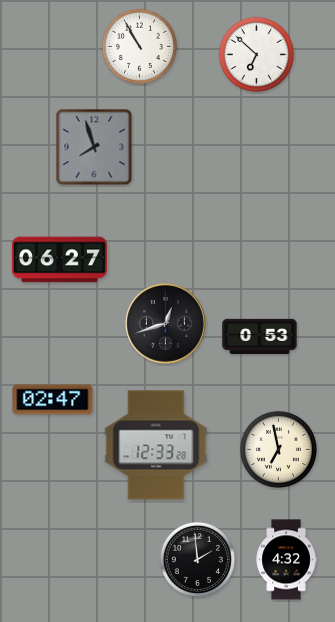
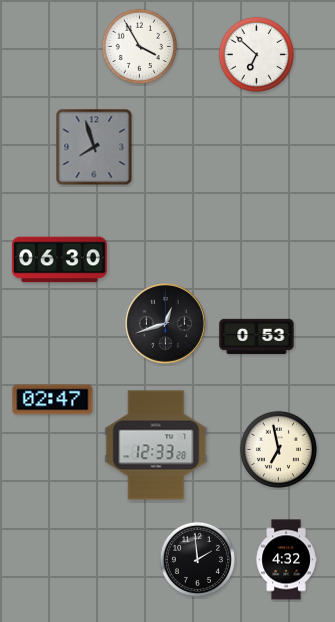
clock at (139, 46): 10:55 -> 3:55
clock at (59, 260): 06:27 -> 06:30
clock at (260, 337) position: (260, 337) -> (257, 337)
